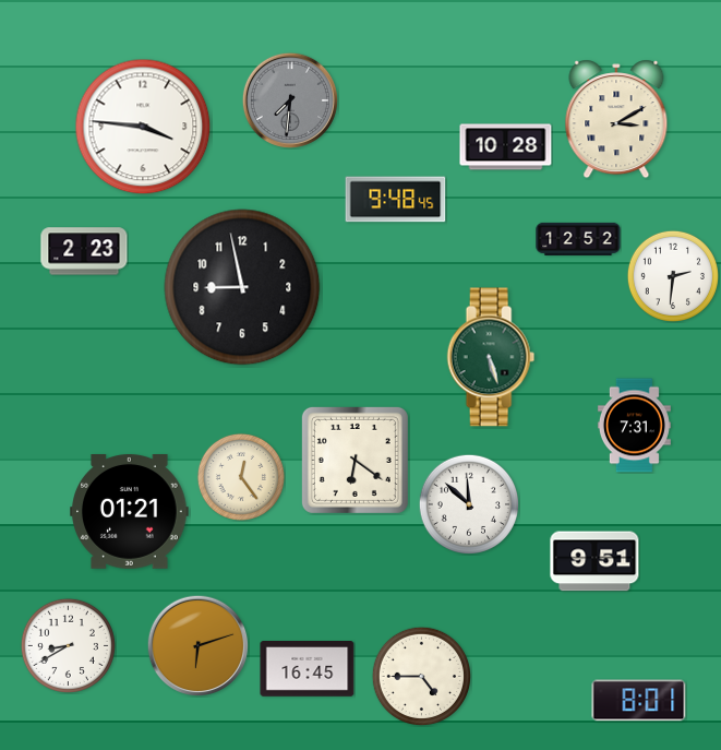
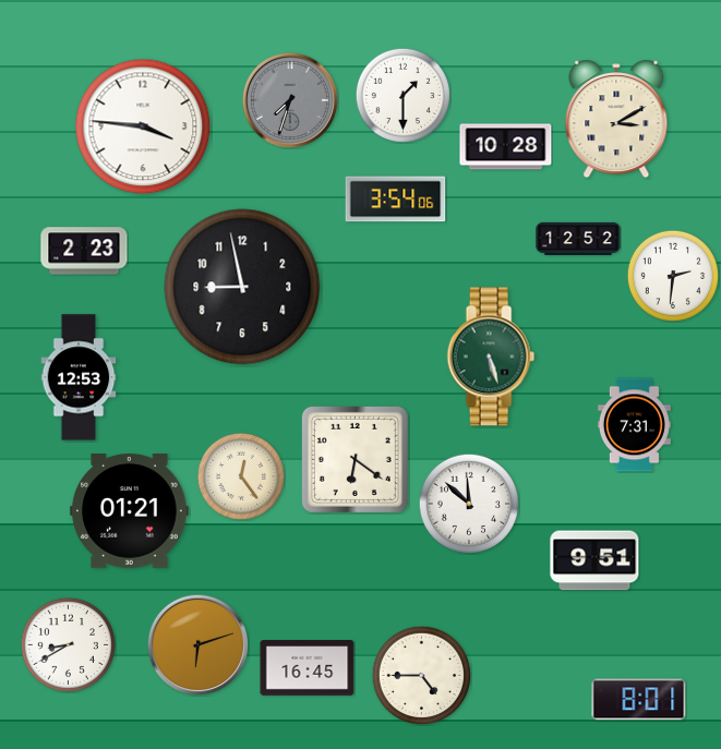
clock at (402, 95): none -> 1:30
clock at (290, 100): 7:31 -> 7:33
clock at (396, 200): 9:48 -> 3:54
clock at (79, 377): none -> 12:53
